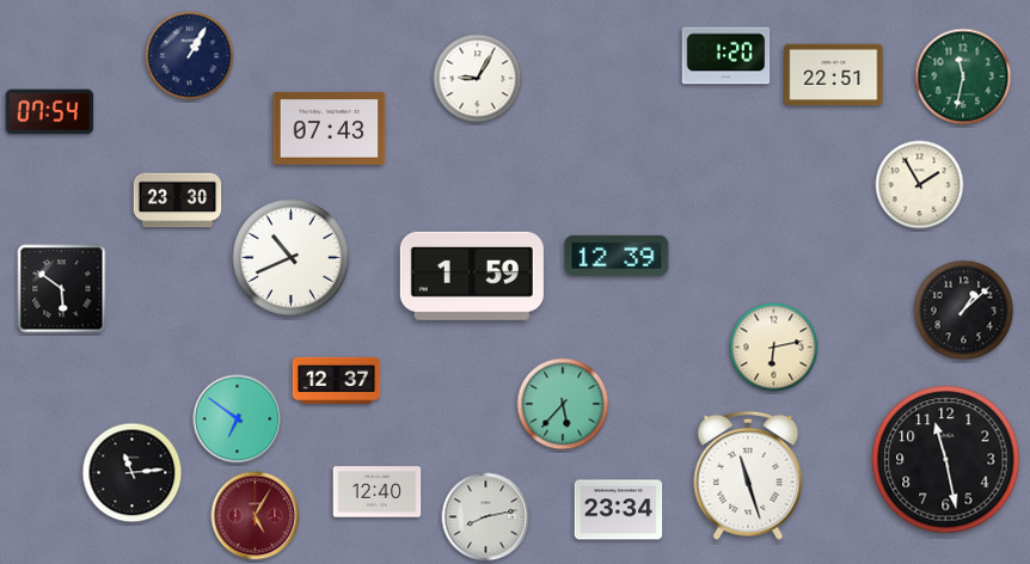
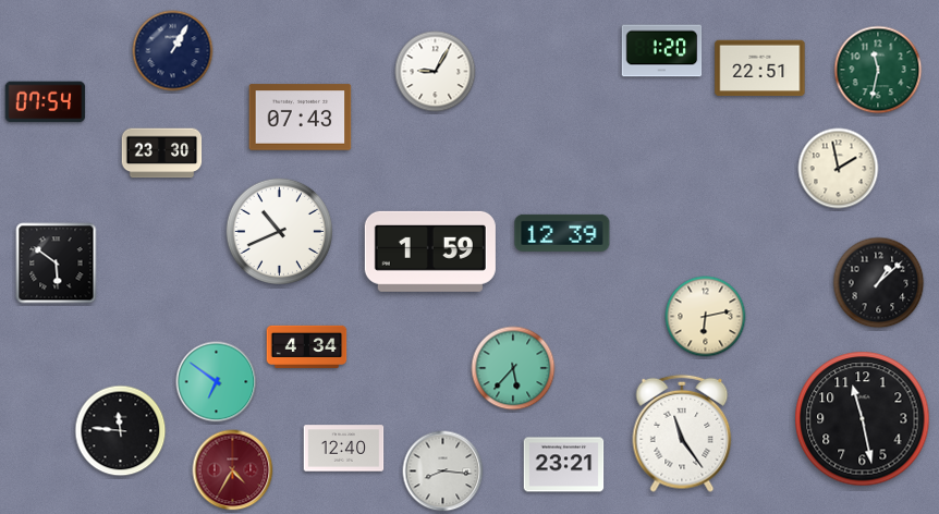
clock at (920, 185): 1:55 -> 1:58
clock at (178, 201) position: (178, 201) -> (162, 154)
clock at (290, 257) position: (290, 257) -> (279, 231)
clock at (337, 380): 12:37 -> 4:34
clock at (133, 473): 11:14 -> 11:46
clock at (748, 476): 11:27 -> 11:24
clock at (619, 510): 23:34 -> 23:21
clock at (256, 516): 5:05 -> 4:35
clock at (486, 517): 8:13 -> 8:16
